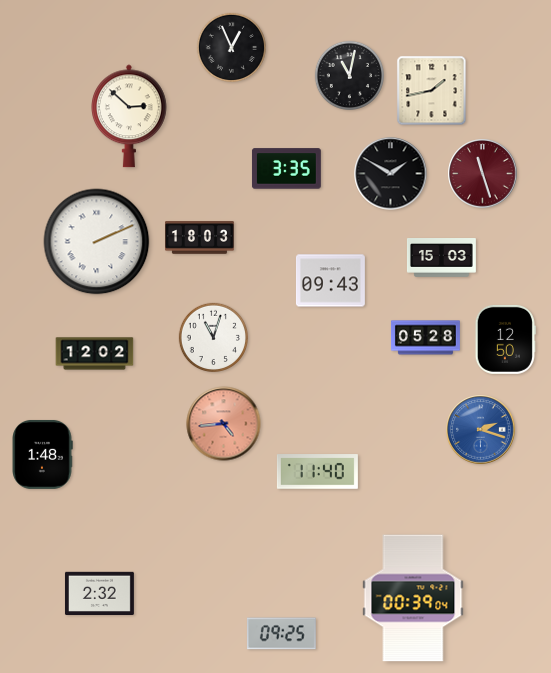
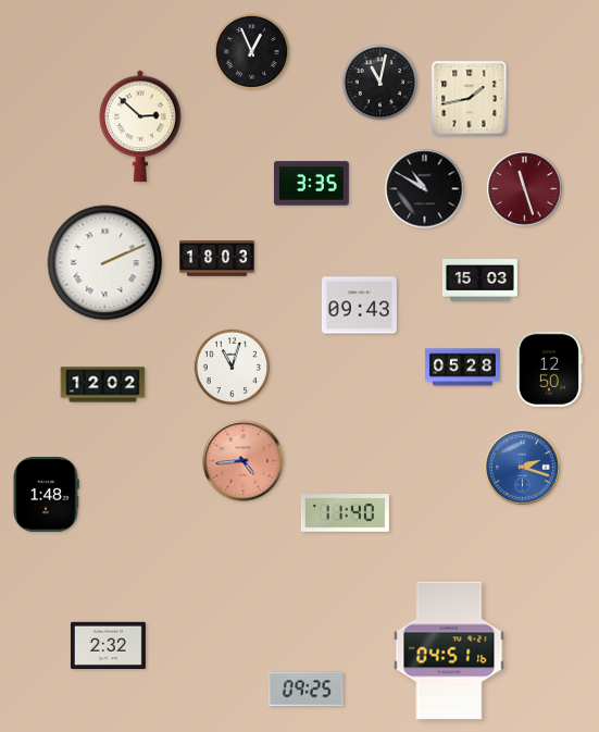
clock at (391, 174): 1:50 -> 10:50
clock at (413, 598): 00:39 -> 04:51
